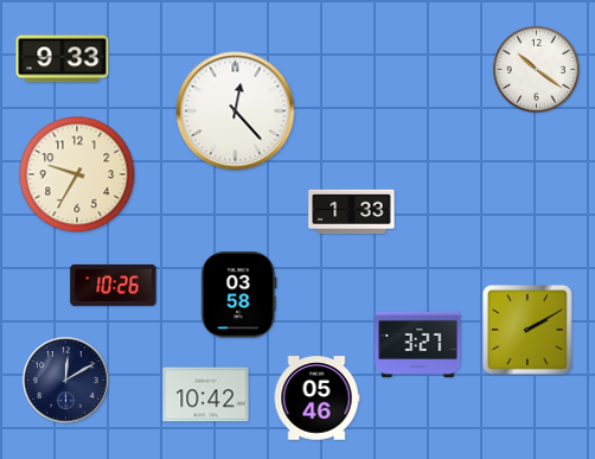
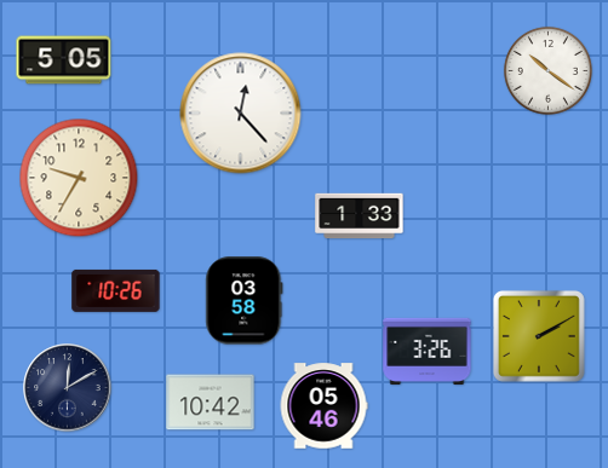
clock at (63, 59): 9:33 -> 5:05
clock at (418, 344): 3:27 -> 3:26
